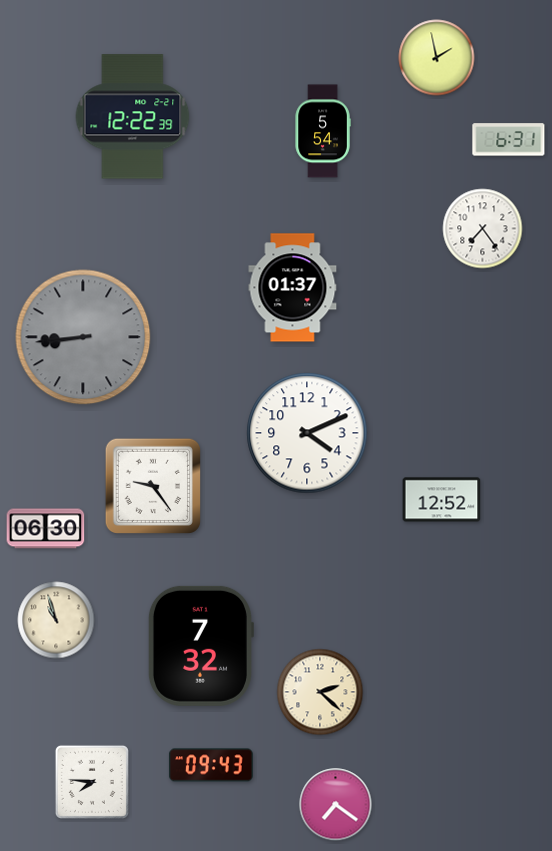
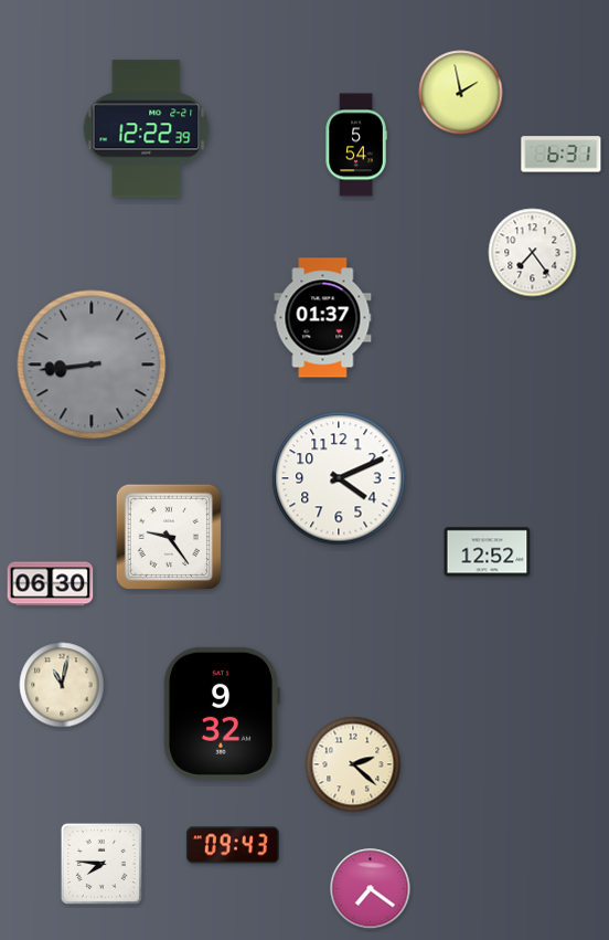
clock at (437, 58) position: (437, 58) -> (461, 93)
clock at (83, 337) position: (83, 337) -> (92, 365)
clock at (56, 620): 10:57 -> 11:02
clock at (200, 646): 7:32 -> 9:32
